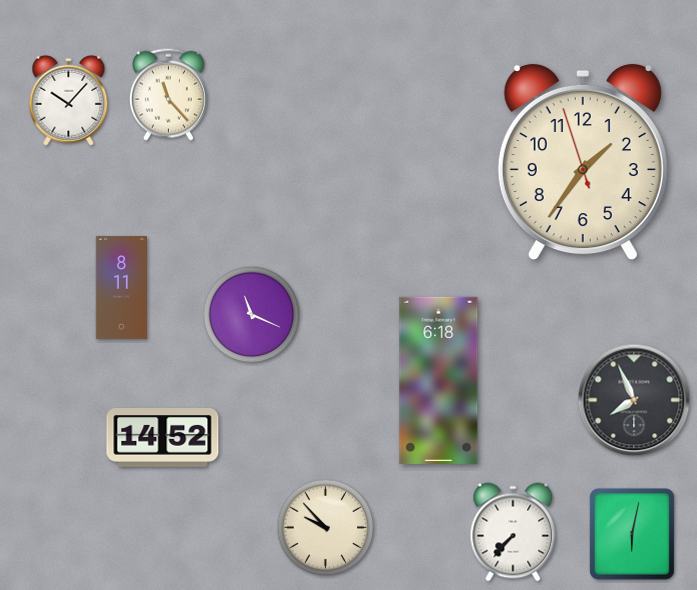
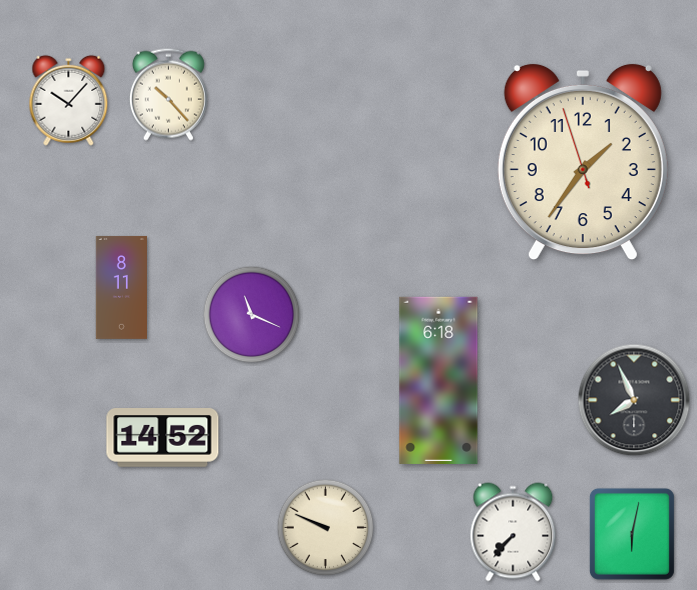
clock at (168, 94): 11:23 -> 10:23
clock at (326, 528): 9:53 -> 9:49
